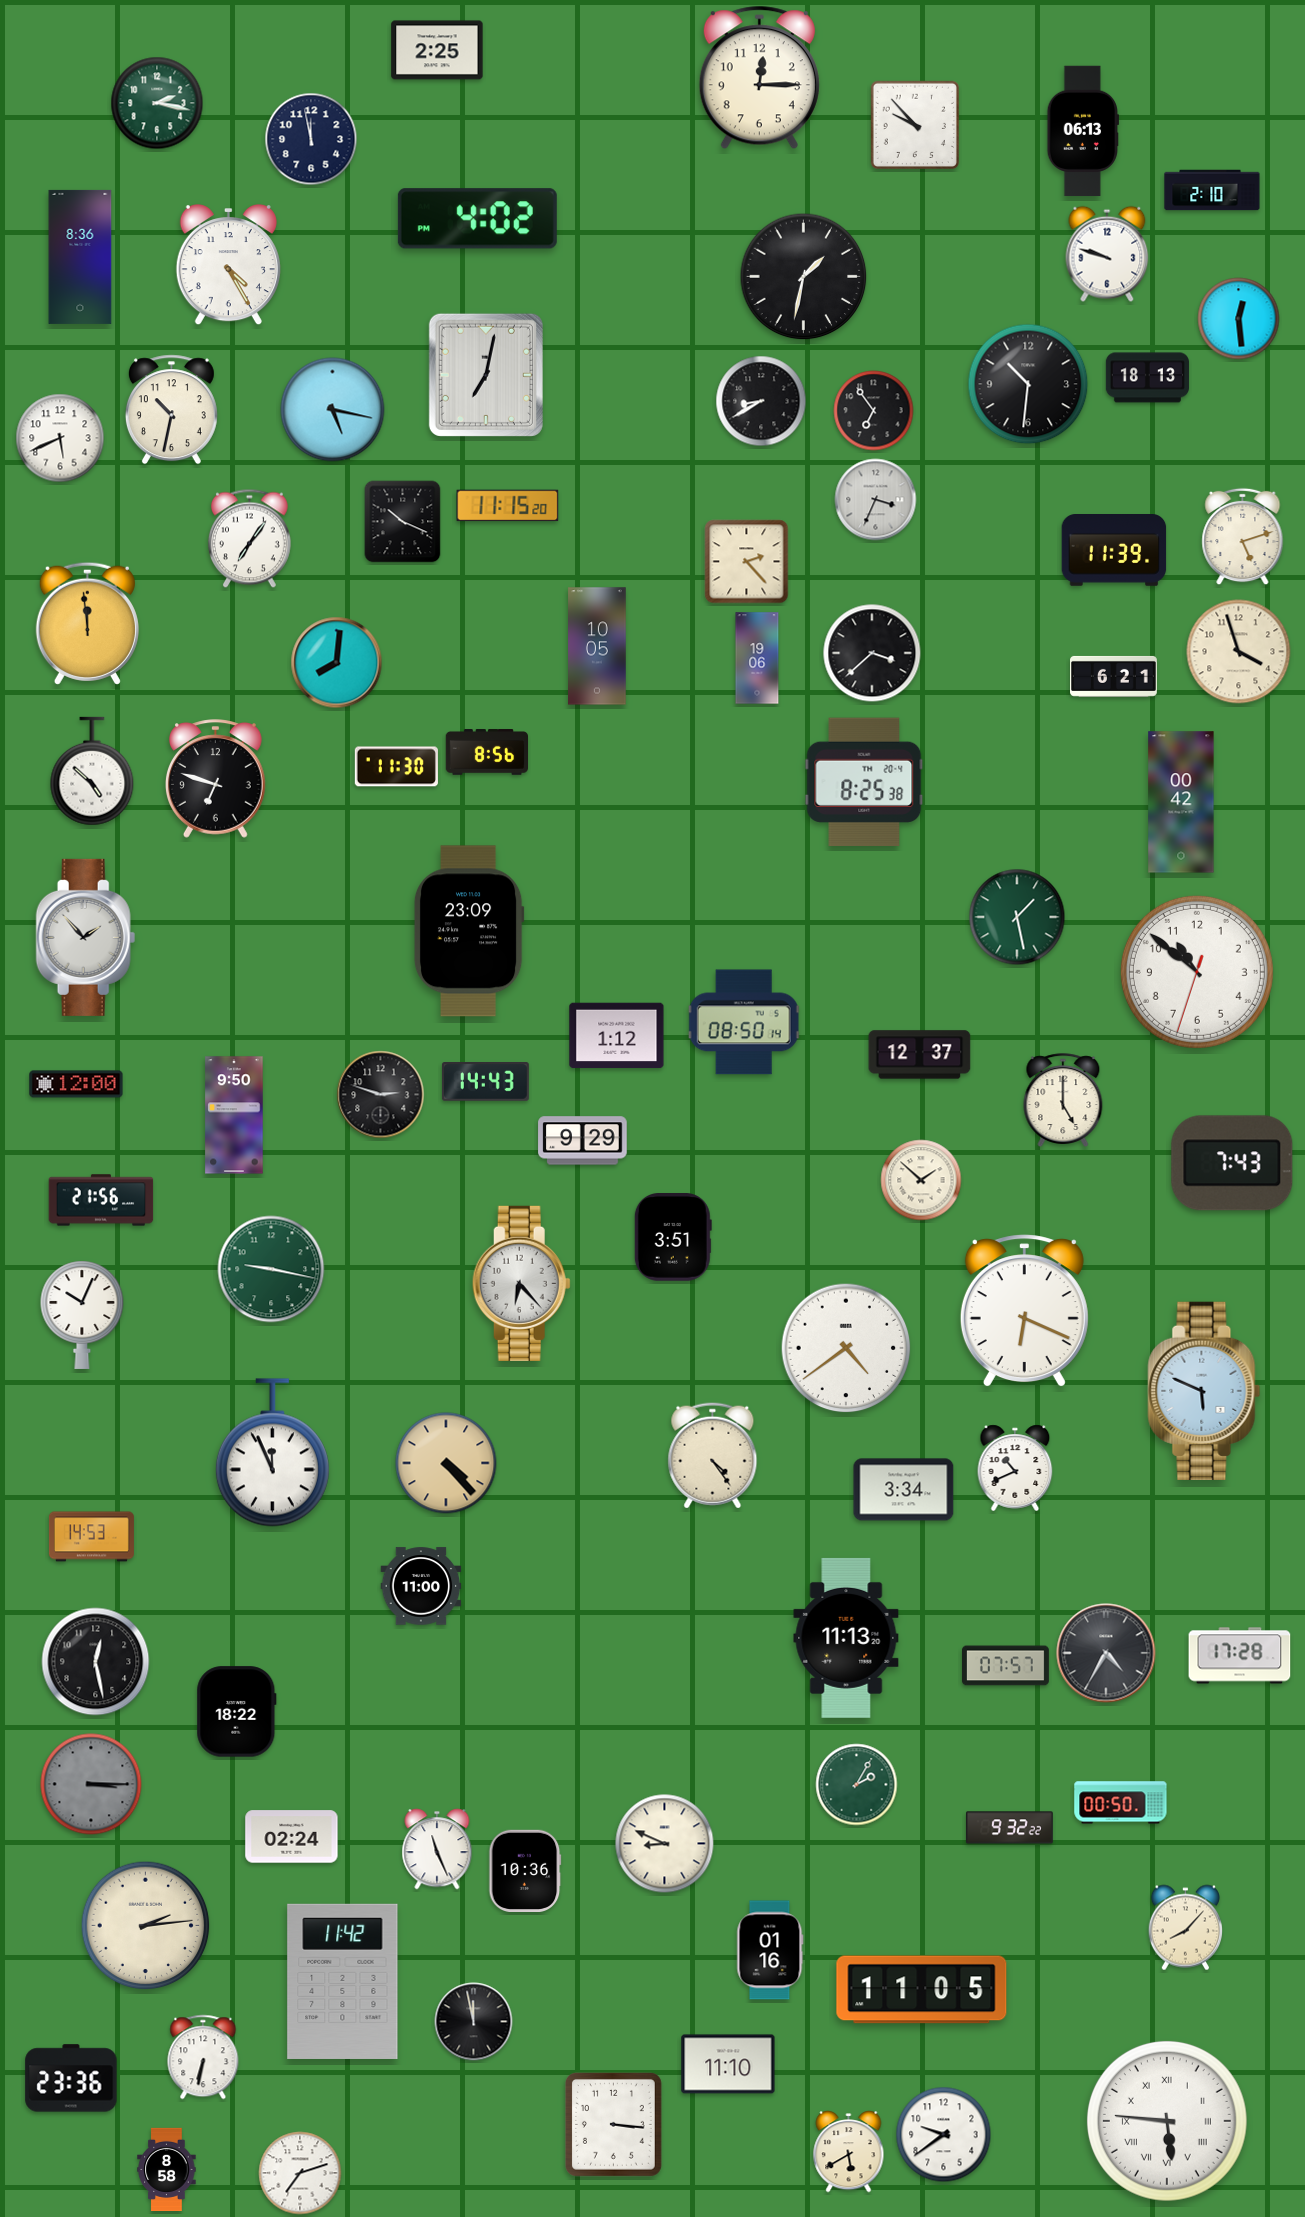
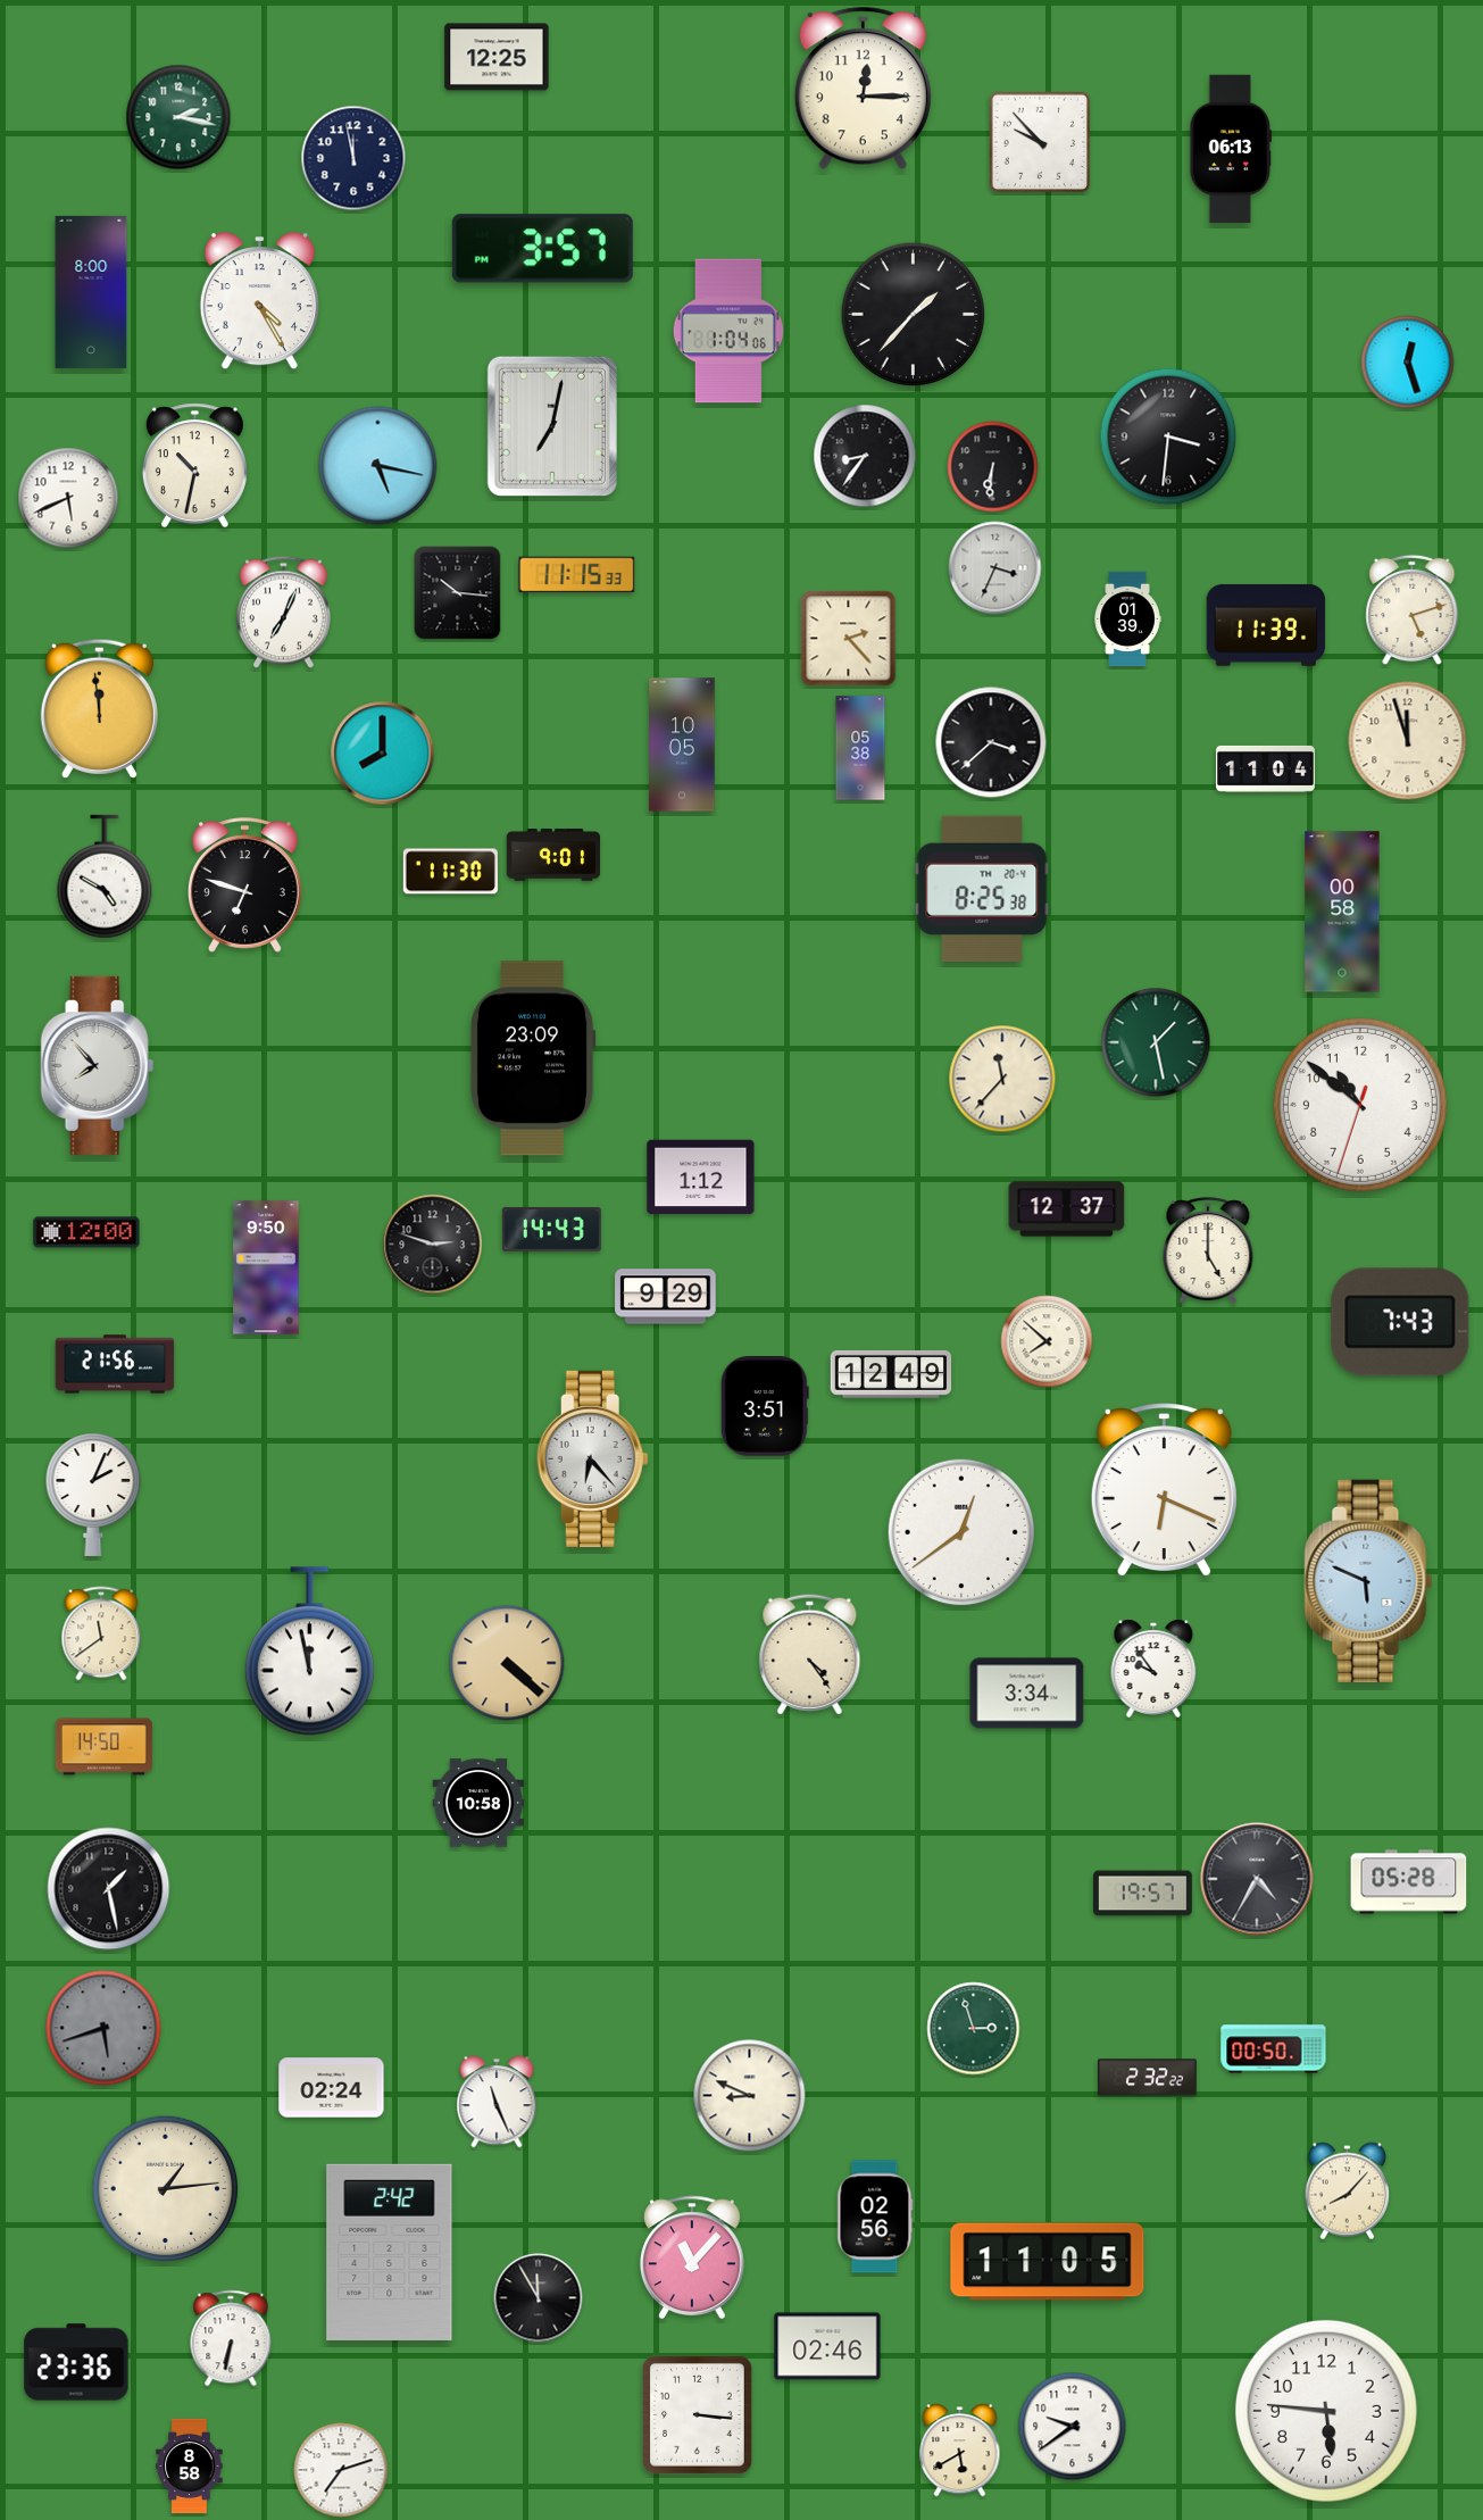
clock at (437, 50): 2:25 -> 12:25
clock at (1212, 190): 2:10 -> none
clock at (477, 219): 4:02 -> 3:57
clock at (1107, 254): 9:48 -> none
clock at (80, 257): 8:36 -> 8:00
clock at (804, 277): 1:32 -> 1:37
clock at (728, 331): none -> 1:04
clock at (1239, 319): 12:29 -> 12:27
clock at (1147, 378): 18:13 -> none
clock at (1028, 384): 10:31 -> 3:31
clock at (761, 401): 8:40 -> 8:36
clock at (874, 411): 6:54 -> 6:31
clock at (508, 506): 11:15:20 -> 11:15:33
clock at (403, 522): 10:19 -> 10:16
clock at (249, 539): 7:06 -> 7:04
clock at (1127, 618): none -> 01:39
clock at (597, 646) position: (597, 646) -> (682, 745)
clock at (1239, 652): 3:57 -> 11:57
clock at (757, 658): 19:06 -> 05:38
clock at (337, 663): 8:01 -> 8:00
clock at (1114, 676): 6:21 -> 11:04
clock at (486, 752): 8:56 -> 9:01
clock at (92, 771): 4:52 -> 4:50
clock at (1181, 802): 00:42 -> 00:58
clock at (86, 937): 1:53 -> 7:53
clock at (1002, 1079): none -> 11:37
clock at (744, 1022): 08:50 -> none
clock at (920, 1055) position: (920, 1055) -> (1067, 1209)
clock at (583, 1141) position: (583, 1141) -> (666, 1297)
clock at (921, 1180): 1:52 -> 7:52
clock at (891, 1374): none -> 12:49
clock at (271, 1269): 9:17 -> none
clock at (82, 1315): 10:04 -> 2:04
clock at (846, 1348): 4:39 -> 12:39
clock at (101, 1633): none -> 11:39
clock at (272, 1453): 11:56 -> 11:58
clock at (446, 1463): 4:23 -> 4:22
clock at (1015, 1468): 10:41 -> 9:54
clock at (91, 1537): 14:53 -> 14:50
clock at (421, 1586): 11:00 -> 10:58
clock at (846, 1638): 11:13 -> none
clock at (1240, 1656): 17:28 -> 05:28
clock at (96, 1662): 12:28 -> 1:28
clock at (1006, 1666): 07:57 -> 19:57
clock at (237, 1712): 18:22 -> none
clock at (91, 1784): 3:15 -> 5:42
clock at (857, 1785): 2:05 -> 2:57
clock at (1010, 1828): 9:32 -> 2:32
clock at (665, 1844) position: (665, 1844) -> (750, 2096)
clock at (525, 1870): 10:36 -> none
clock at (146, 1926): 2:14 -> 1:14
clock at (770, 1950): 01:16 -> 02:56
clock at (343, 1981): 11:42 -> 2:42
clock at (692, 2257): none -> 11:07
clock at (474, 2022): 11:58 -> 11:55
clock at (728, 2064): 11:10 -> 02:46
clock at (71, 2078) position: (71, 2078) -> (76, 2362)
clock at (1167, 2121) numerals: Roman -> Arabic
clock at (849, 2152) position: (849, 2152) -> (960, 2451)
